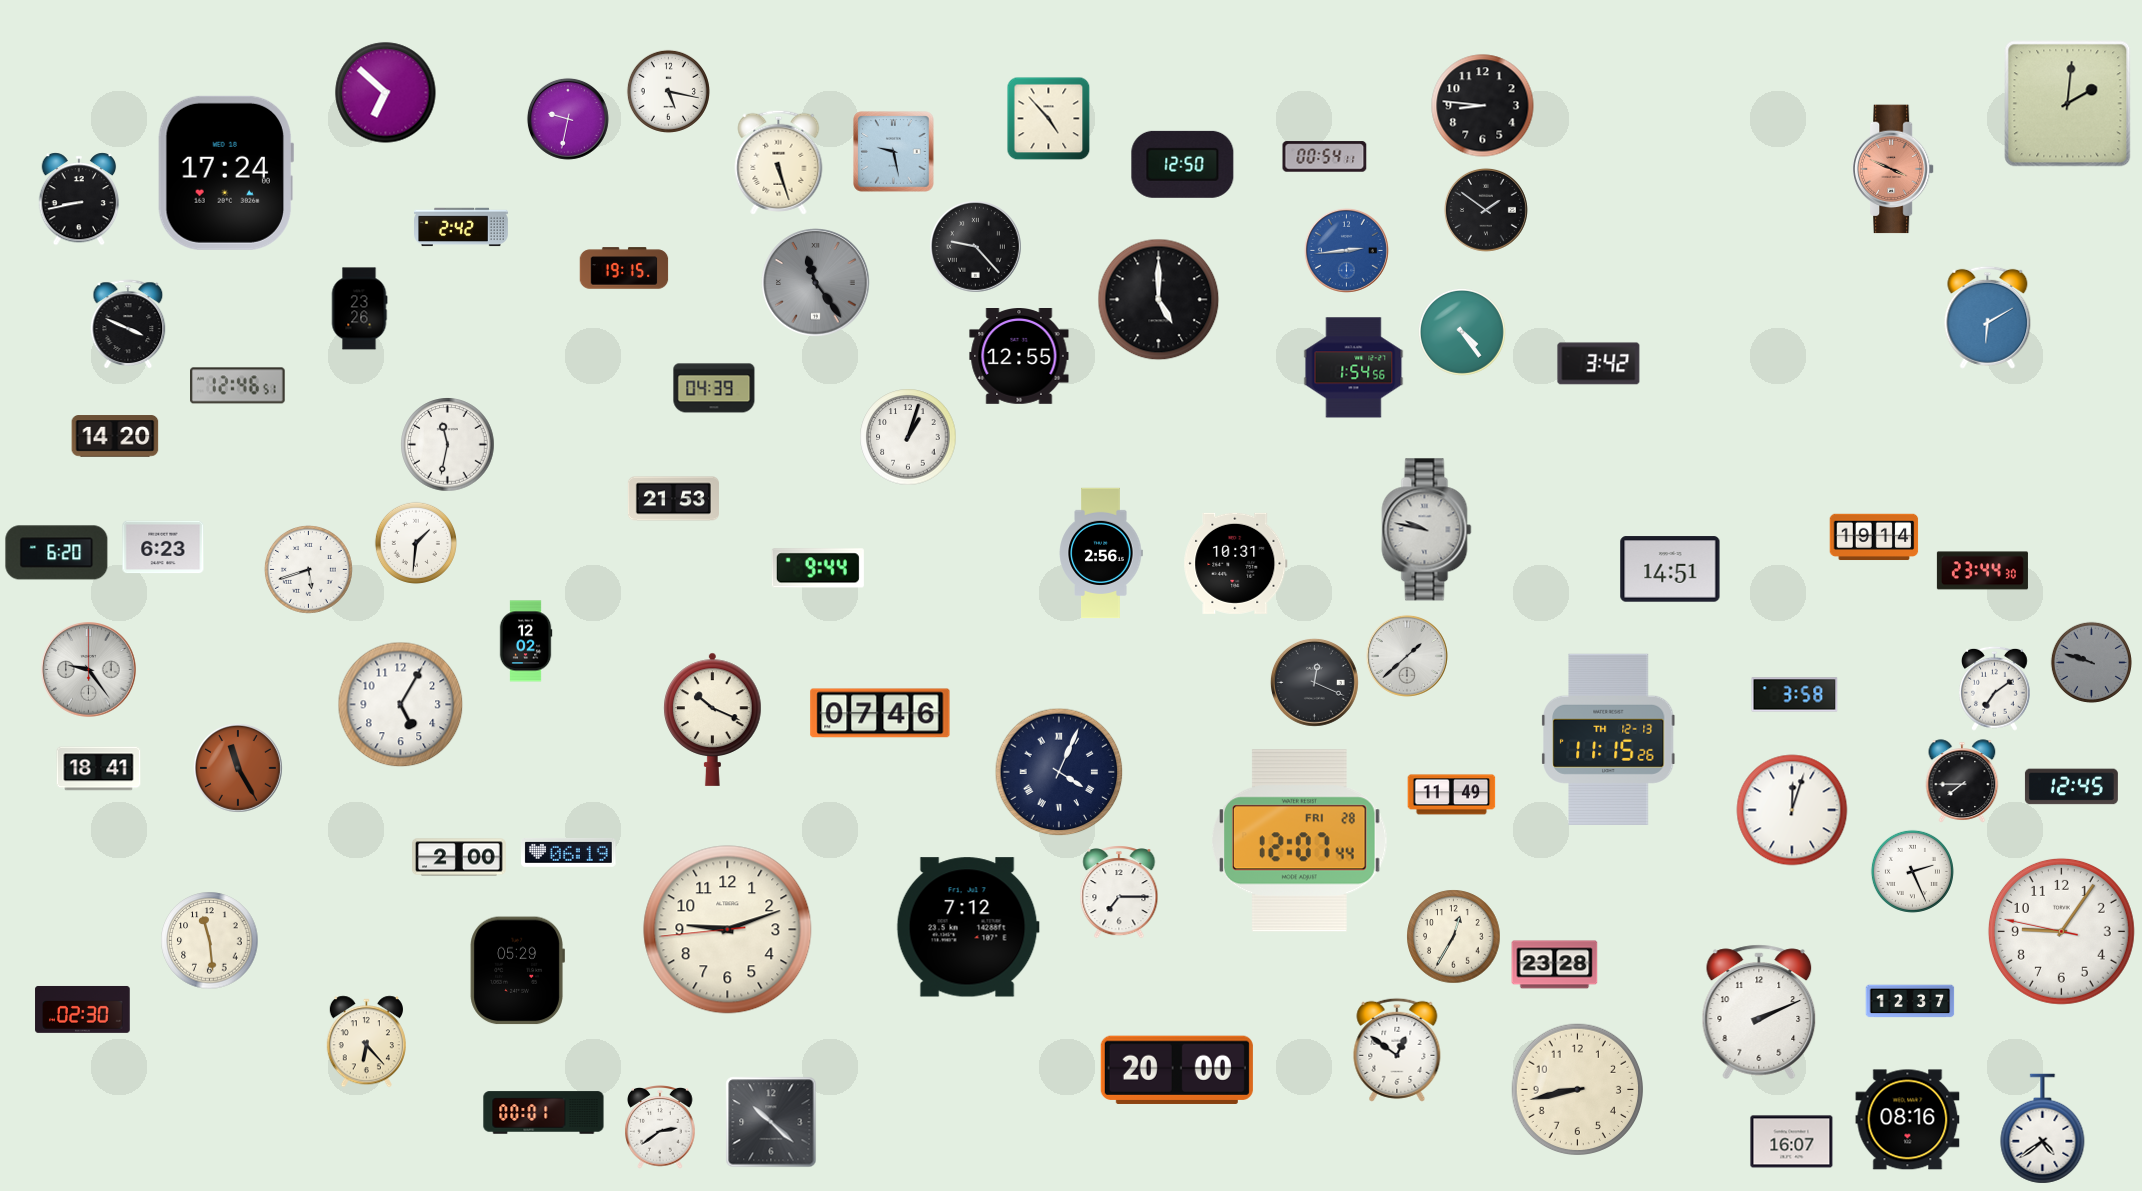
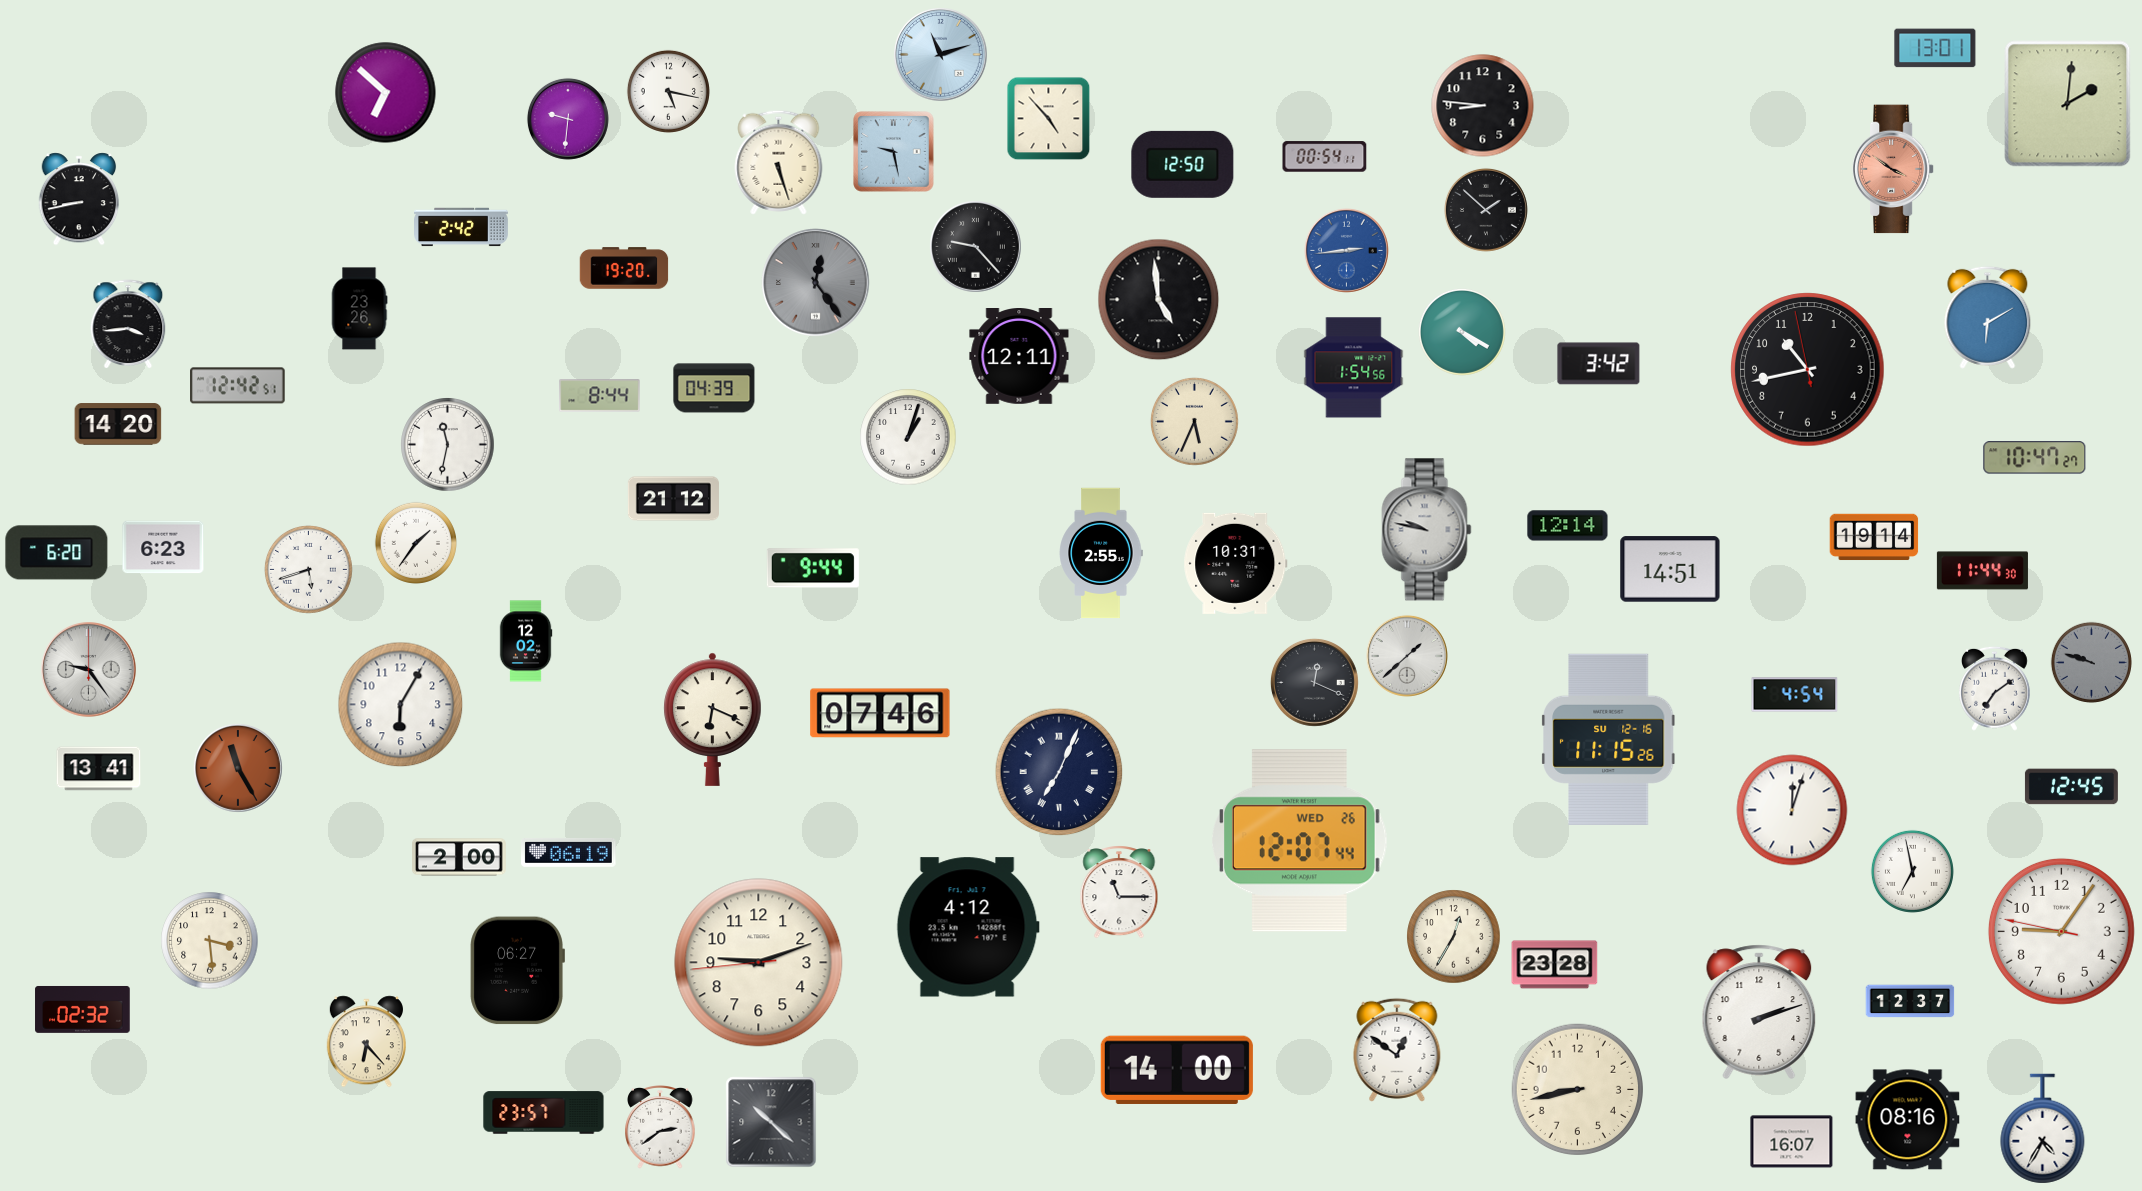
clock at (1935, 48): none -> 13:01
clock at (941, 55): none -> 11:12
clock at (568, 119): 9:32 -> 9:31
clock at (1894, 169): 3:49 -> 3:51
clock at (225, 173): 17:24 -> none
clock at (1486, 210): 1:51 -> 1:52
clock at (624, 268): 19:15 -> 19:20
clock at (816, 283): 11:24 -> 12:24
clock at (1159, 300): 5:00 -> 4:59
clock at (128, 324): 3:49 -> 3:44
clock at (1462, 332): 4:24 -> 4:20
clock at (1019, 357): 12:55 -> 12:11
clock at (1808, 370): none -> 10:42
clock at (238, 386): 12:46 -> 12:42
clock at (600, 396): none -> 8:44
clock at (1194, 421): none -> 5:34
clock at (115, 436) position: (115, 436) -> (118, 424)
clock at (2035, 458): none -> 10:47
clock at (673, 499): 21:53 -> 21:12
clock at (1568, 526): none -> 12:14
clock at (416, 543): 1:31 -> 1:36
clock at (1101, 553): 2:56 -> 2:55
clock at (818, 568) position: (818, 568) -> (813, 568)
clock at (1982, 571): 23:44 -> 11:44
clock at (1795, 695): 3:58 -> 4:54
clock at (401, 705): 5:05 -> 6:05
clock at (713, 719): 10:19 -> 6:19
clock at (1609, 739) date: TH 12-13 -> SU 12-16
clock at (99, 769): 18:41 -> 13:41
clock at (1059, 772): 4:04 -> 7:04
clock at (1962, 781): 7:45 -> none
clock at (1452, 795): 11:49 -> none
clock at (1300, 841) date: FRI 28 -> WED 26
clock at (1912, 871): 2:26 -> 6:58
clock at (1119, 892): 7:15 -> 11:15
clock at (968, 927): 7:12 -> 4:12
clock at (728, 930) position: (728, 930) -> (759, 963)
clock at (210, 941): 11:29 -> 3:29
clock at (517, 971): 05:29 -> 06:27
clock at (83, 1009): 02:30 -> 02:32
clock at (1759, 1012): 2:11 -> 2:12
clock at (1177, 1069): 20:00 -> 14:00
clock at (544, 1113): 00:01 -> 23:57
clock at (2043, 1129): 4:39 -> 4:35
